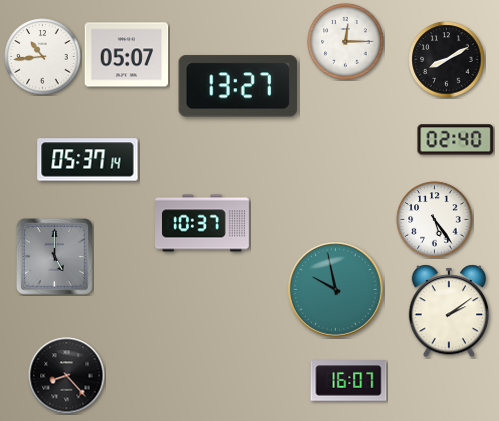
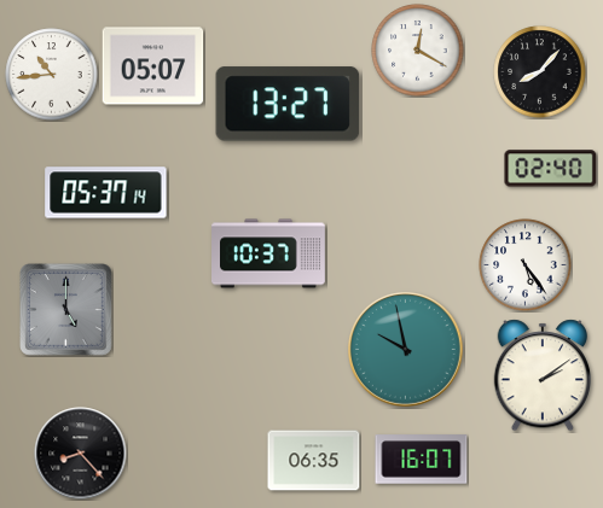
clock at (346, 42): 12:15 -> 12:20
clock at (43, 57) position: (43, 57) -> (52, 75)
clock at (447, 60): 8:10 -> 8:07
clock at (203, 223) position: (203, 223) -> (269, 253)
clock at (314, 461): none -> 06:35
